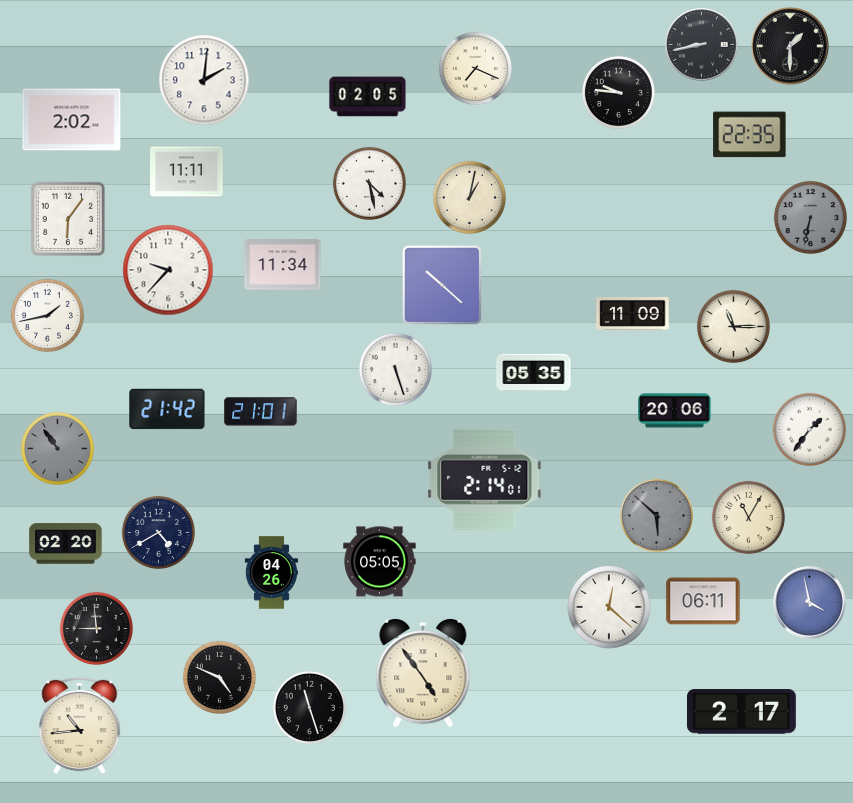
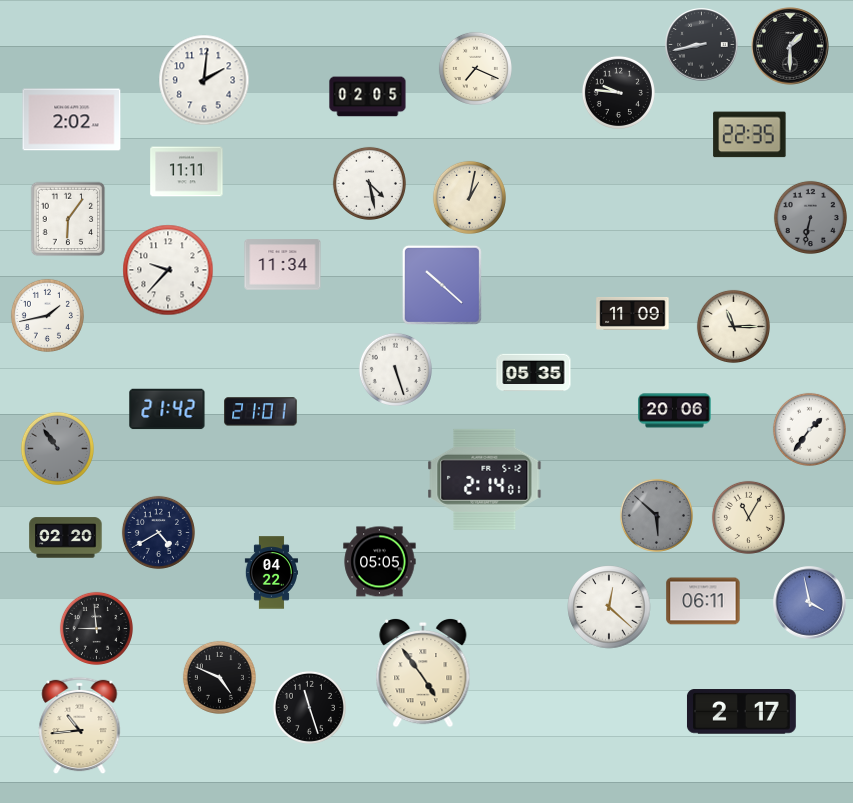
clock at (66, 544) position: (66, 544) -> (66, 538)
clock at (271, 573): 04:26 -> 04:22
